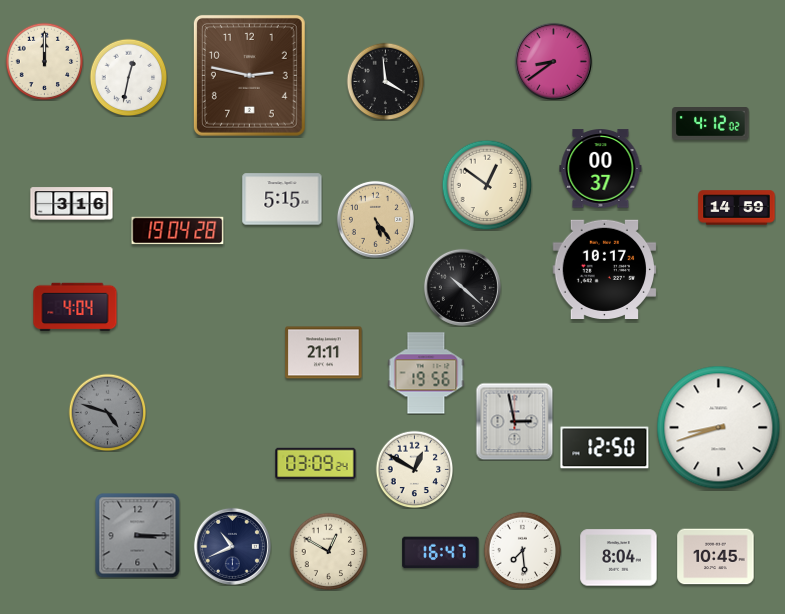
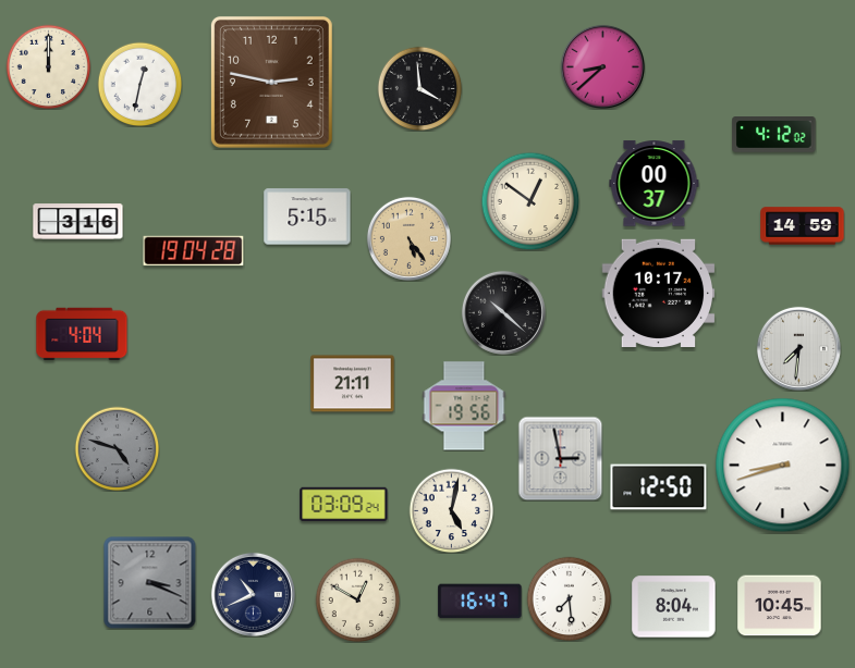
clock at (553, 61): 8:39 -> 8:38
clock at (798, 348): none -> 7:31
clock at (414, 469): 12:50 -> 5:02
clock at (138, 536): 3:15 -> 3:19
